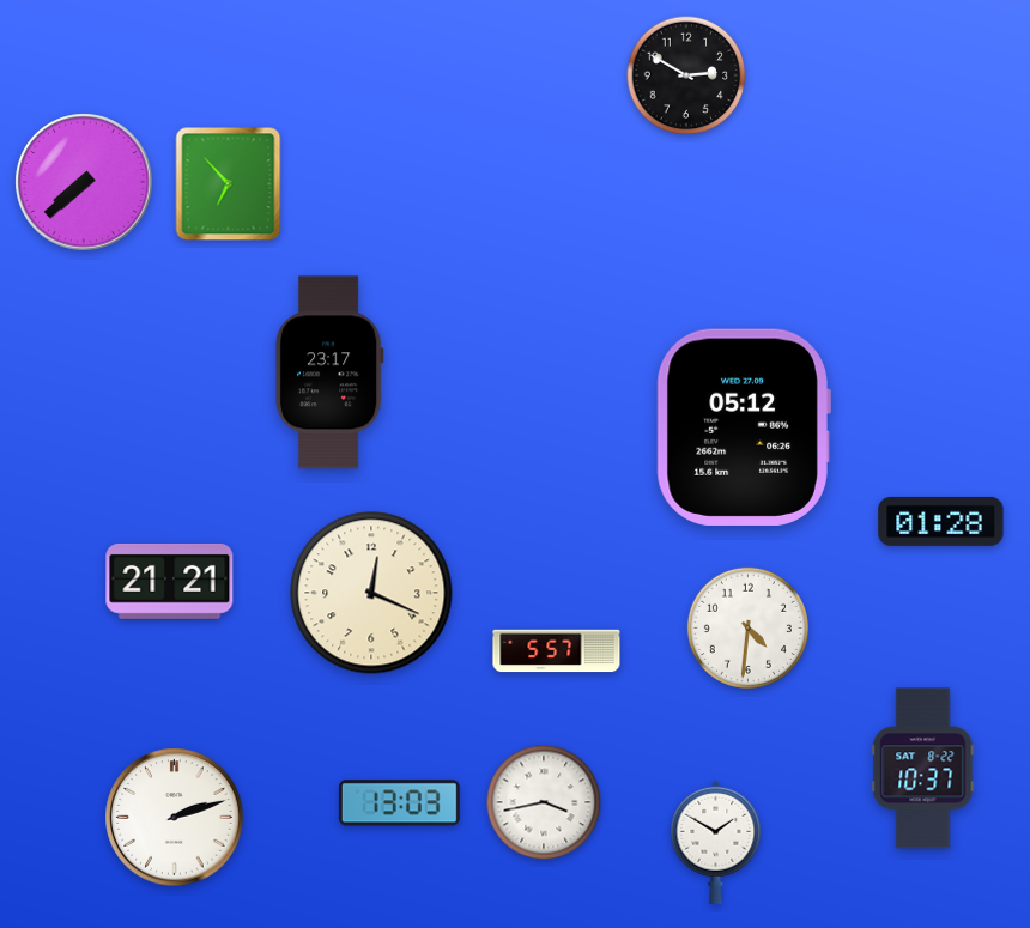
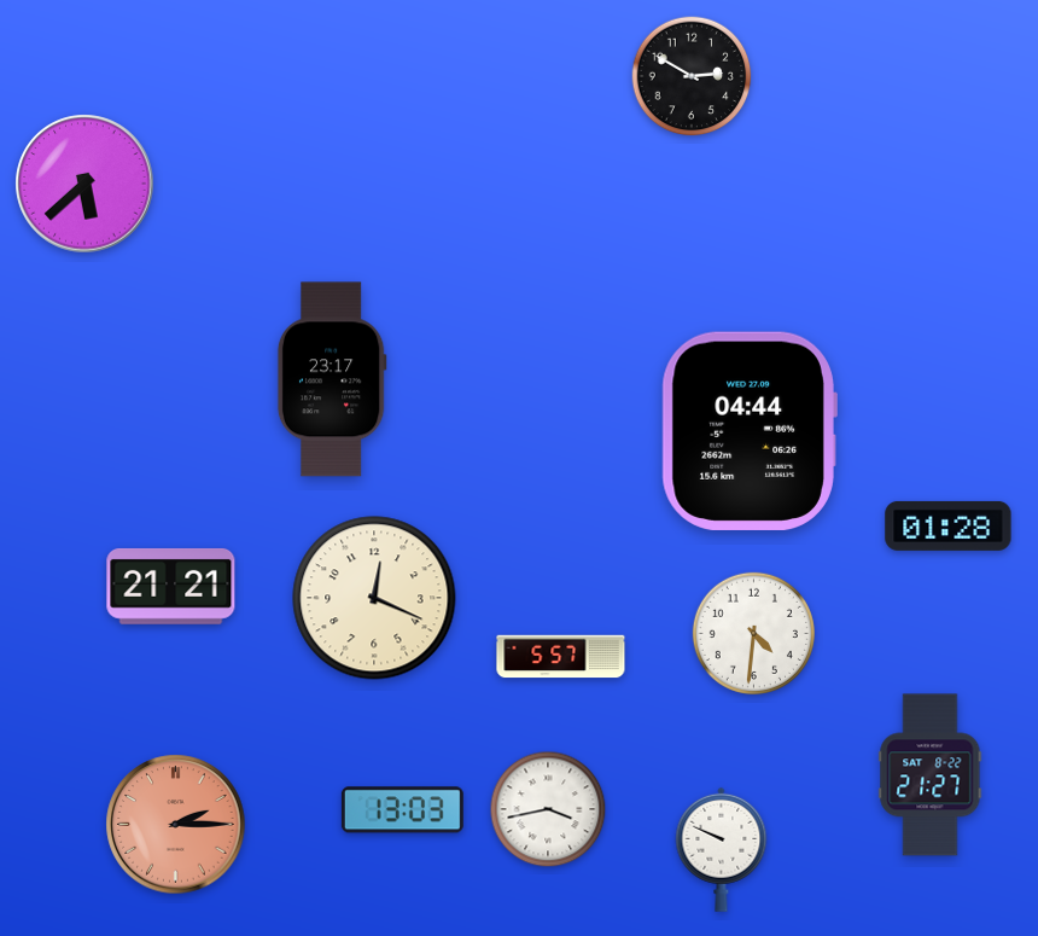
clock at (84, 182): 7:38 -> 5:38
clock at (229, 184): 6:53 -> none
clock at (329, 372) position: (329, 372) -> (332, 379)
clock at (744, 427): 05:12 -> 04:44
clock at (923, 769): 10:37 -> 21:27
clock at (175, 818): 2:12 -> 2:15
clock at (175, 818) dial: white -> salmon
clock at (716, 842): 1:50 -> 9:49
